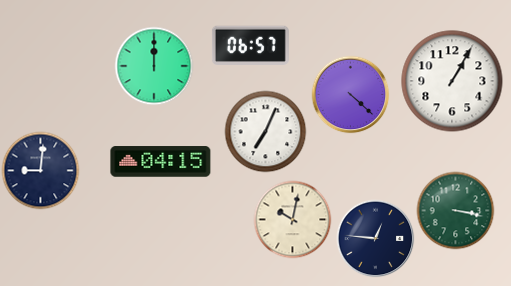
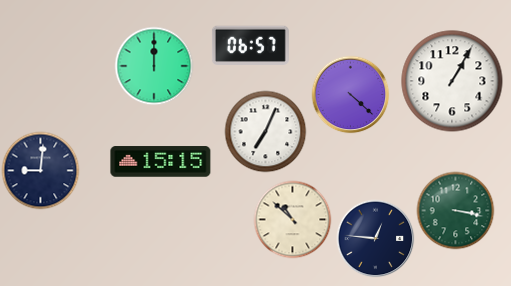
clock at (161, 162): 04:15 -> 15:15
clock at (292, 219): 10:02 -> 10:52
